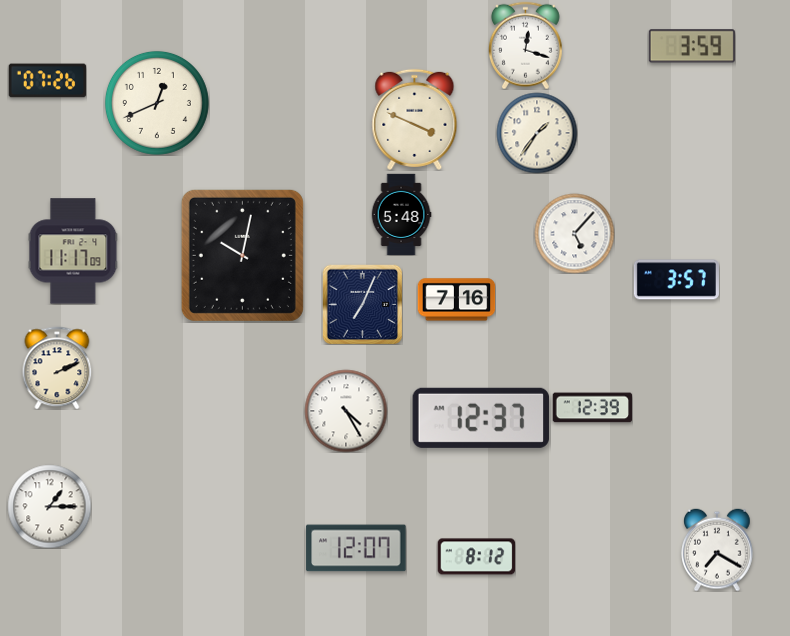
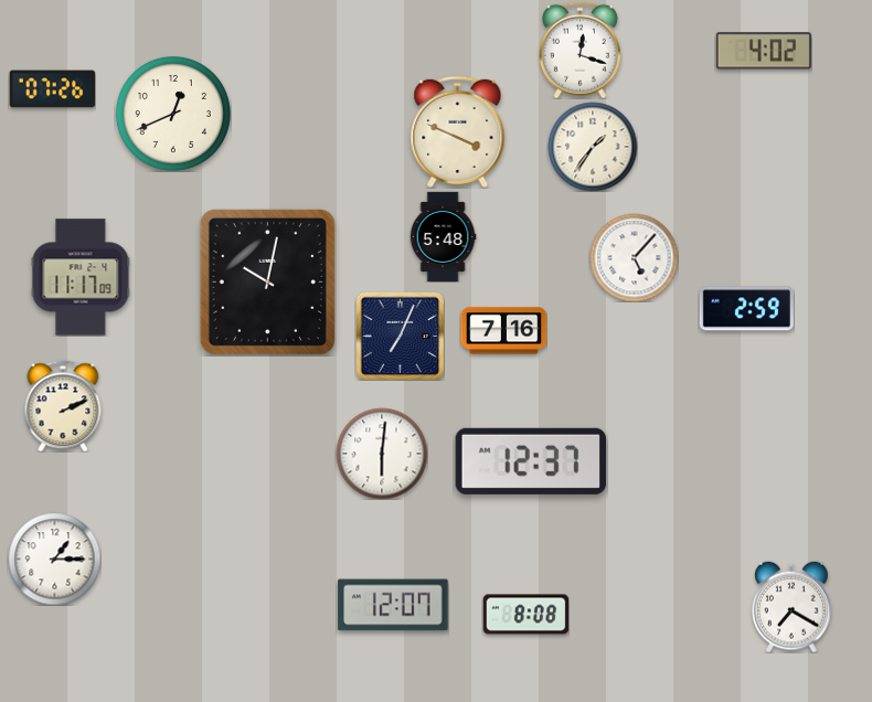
clock at (692, 46): 3:59 -> 4:02
clock at (676, 280): 3:57 -> 2:59
clock at (592, 408): 12:39 -> none
clock at (346, 411): 4:25 -> 6:01
clock at (476, 557): 8:12 -> 8:08
